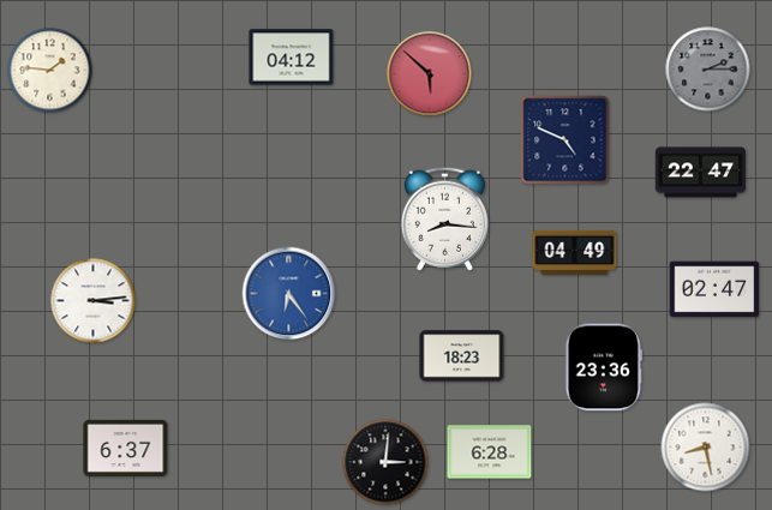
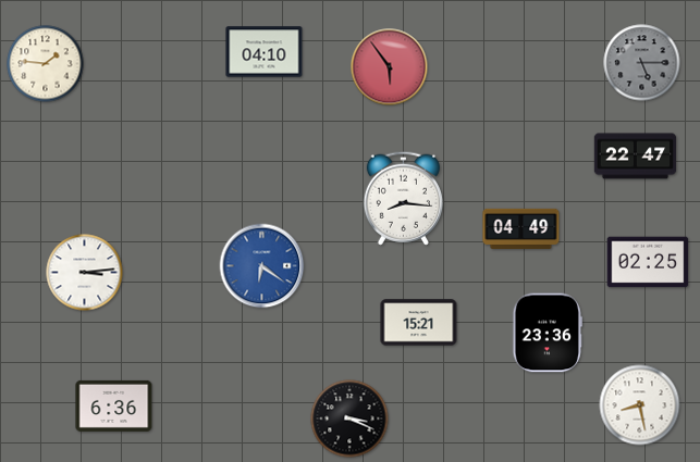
clock at (292, 58): 04:12 -> 04:10
clock at (708, 70): 2:15 -> 5:15
clock at (430, 74): 5:52 -> 5:54
clock at (565, 140): 4:49 -> none
clock at (714, 289): 02:47 -> 02:25
clock at (289, 294): 6:24 -> 6:21
clock at (462, 356): 18:23 -> 15:21
clock at (126, 448): 6:37 -> 6:36
clock at (490, 452): 6:28 -> none
clock at (385, 462): 3:01 -> 3:19
